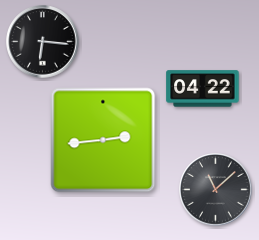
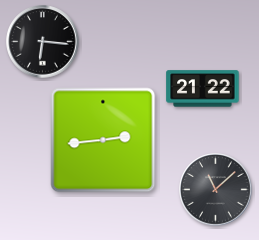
clock at (203, 89): 04:22 -> 21:22
